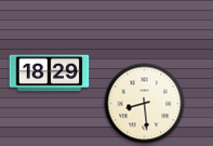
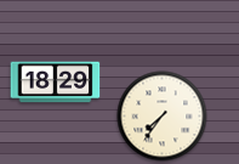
clock at (145, 104): 8:29 -> 7:36
